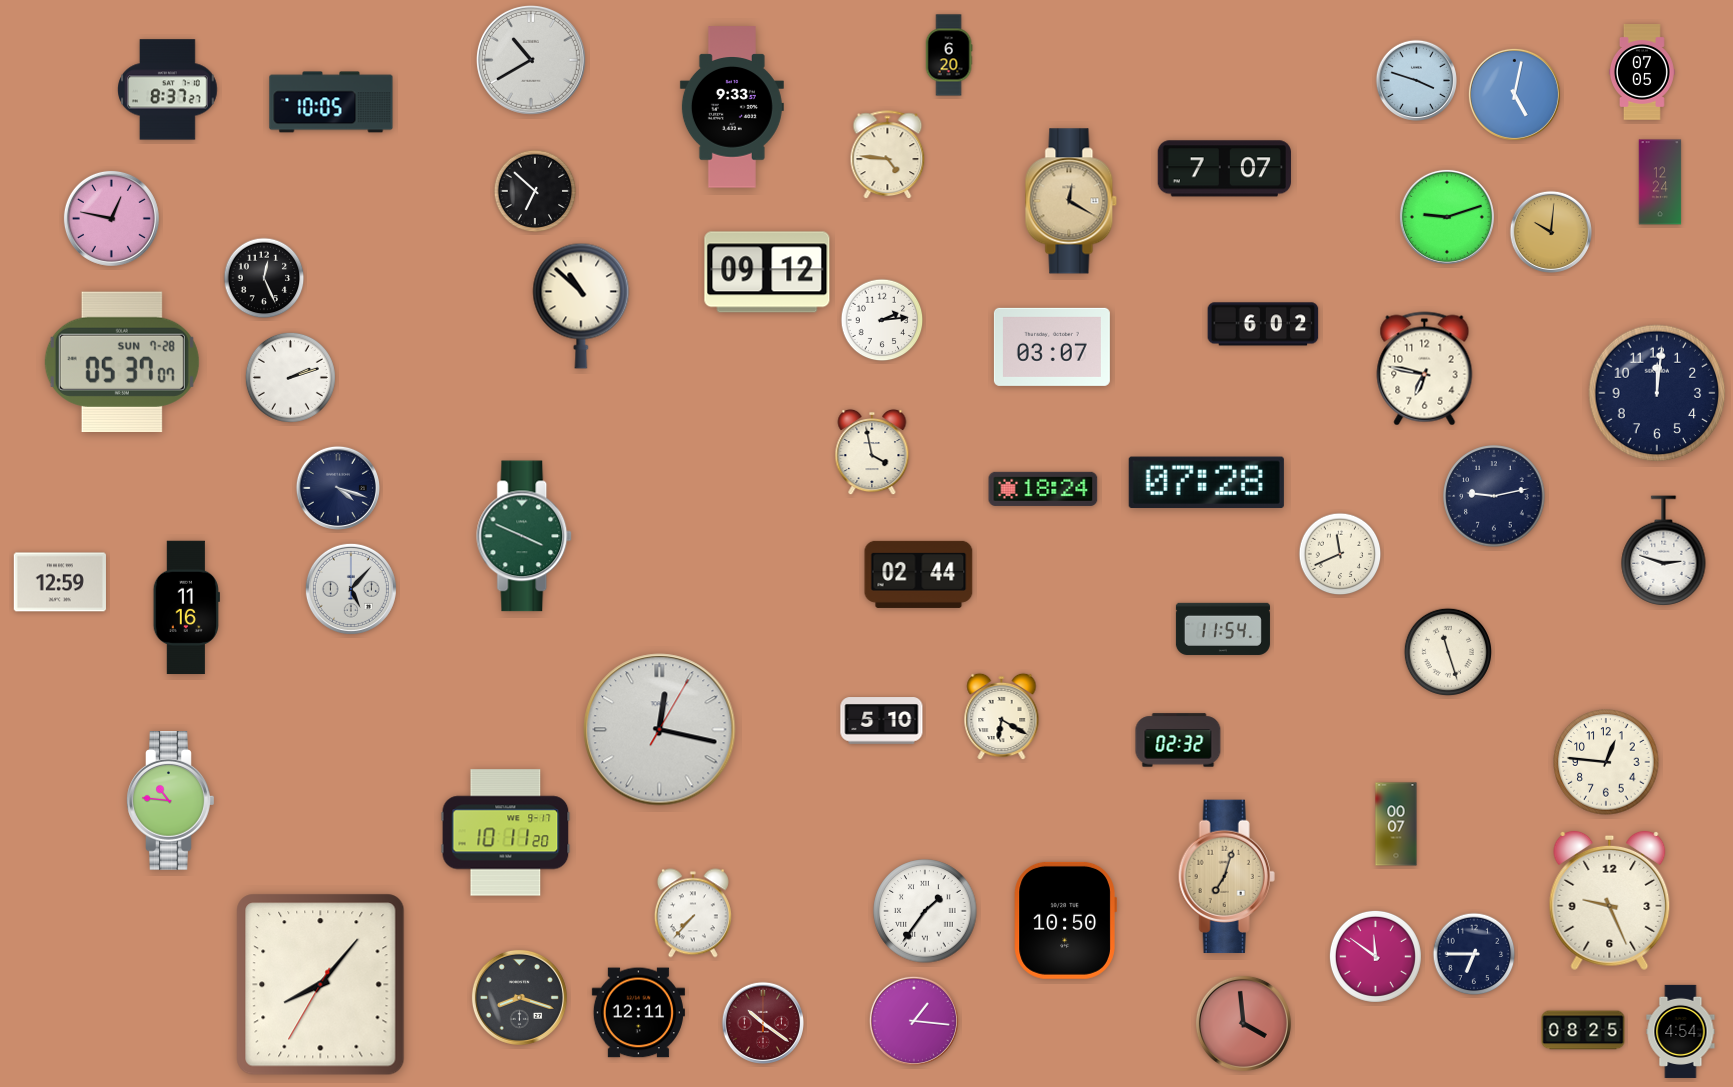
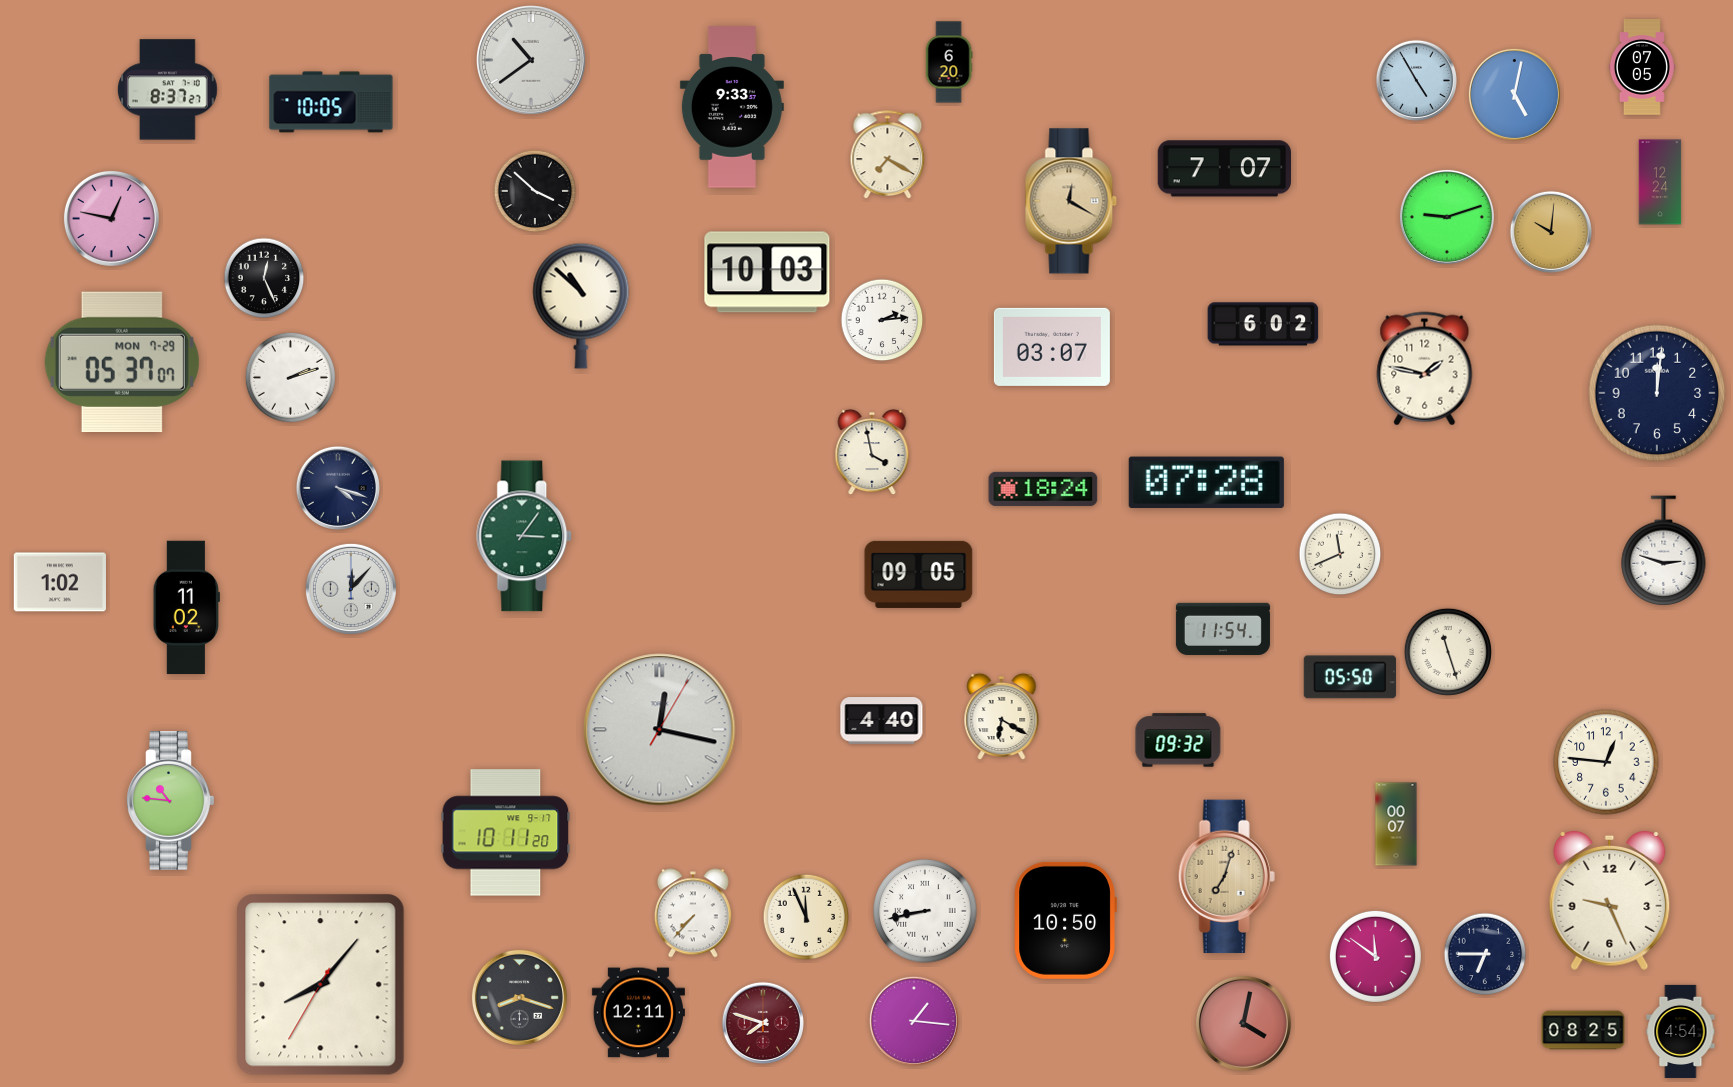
clock at (949, 55) position: (949, 55) -> (949, 62)
clock at (531, 60): 10:40 -> 10:39
clock at (1642, 73) position: (1642, 73) -> (1642, 68)
clock at (1416, 80): 3:48 -> 4:55
clock at (888, 155): 4:46 -> 7:20
clock at (535, 191): 6:52 -> 3:52
clock at (767, 272): 09:12 -> 10:03
clock at (122, 361) date: SUN 7-28 -> MON 7-29
clock at (1425, 369): 6:47 -> 1:47
clock at (1494, 496): 9:13 -> none
clock at (525, 536): 3:49 -> 3:06
clock at (919, 574): 02:44 -> 09:05
clock at (60, 582): 12:59 -> 1:02
clock at (351, 589): 5:07 -> 12:07
clock at (186, 608): 11:16 -> 11:02
clock at (1350, 677): none -> 05:50
clock at (882, 721): 5:10 -> 4:40
clock at (1178, 740): 02:32 -> 09:32
clock at (925, 911): 1:36 -> 8:43
clock at (805, 916): none -> 11:56
clock at (1474, 954) position: (1474, 954) -> (1485, 954)
clock at (763, 1023): 10:21 -> 7:48
clock at (1243, 1023): 3:59 -> 4:02
